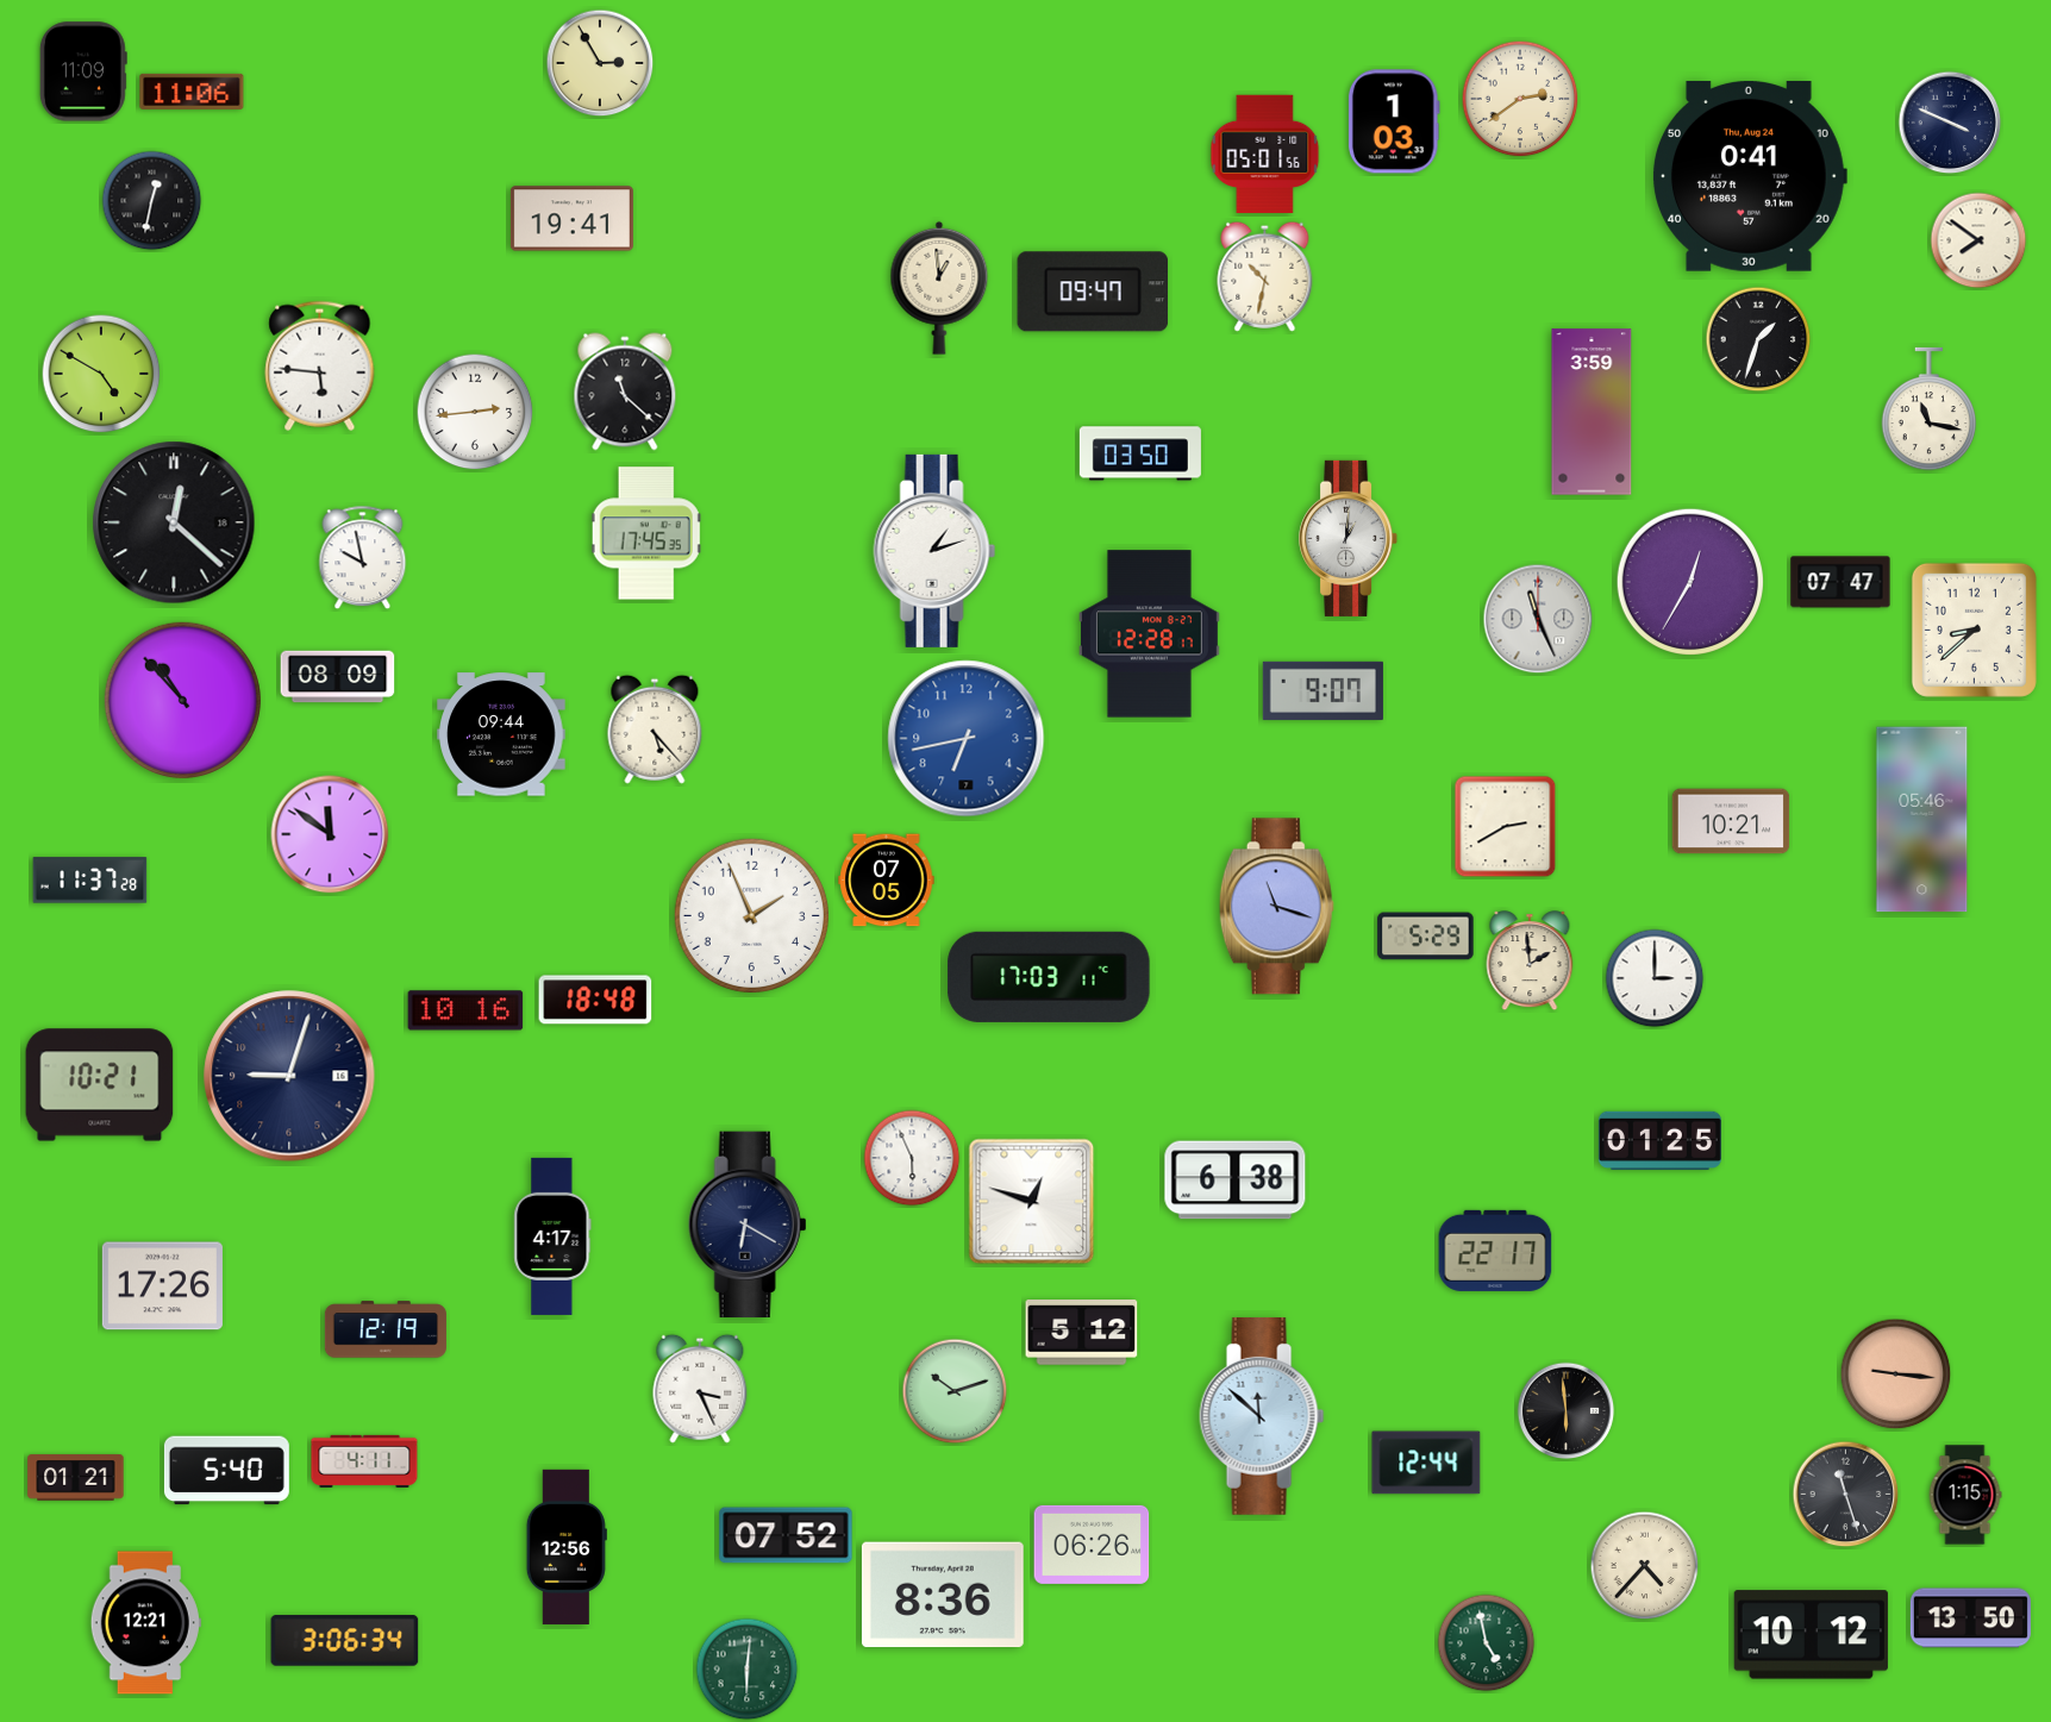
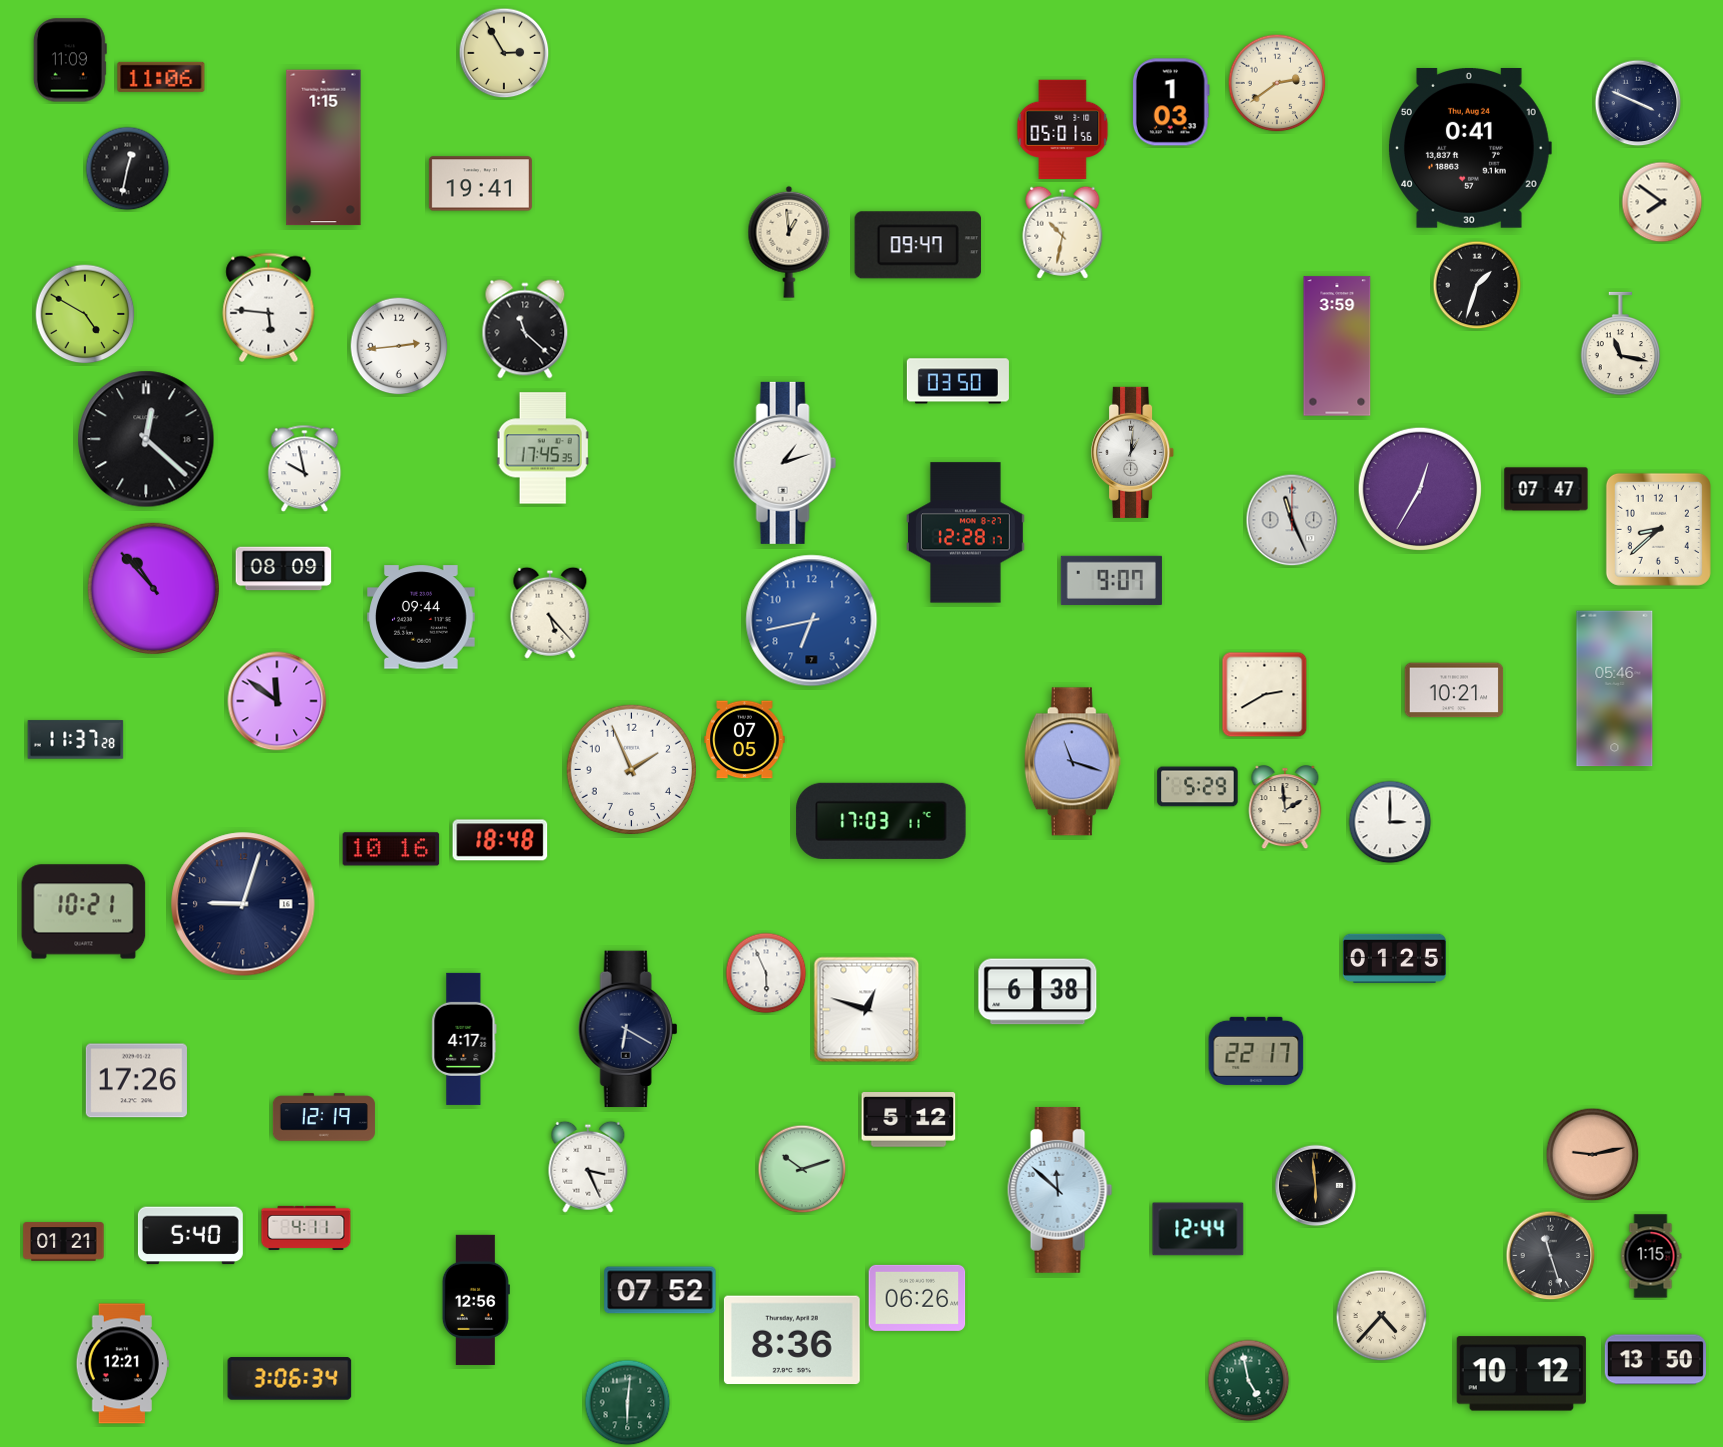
clock at (324, 148): none -> 1:15
clock at (1896, 1375): 9:16 -> 9:13
